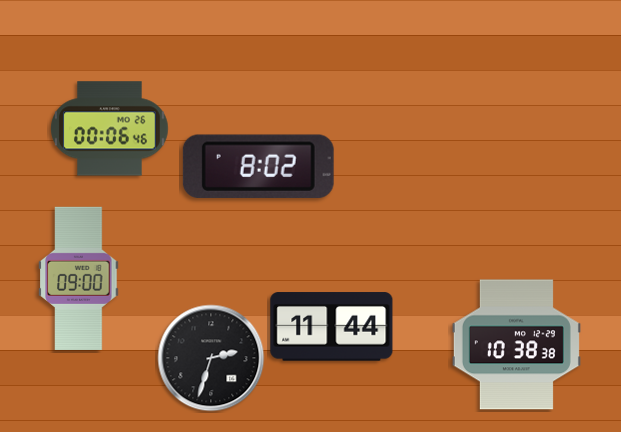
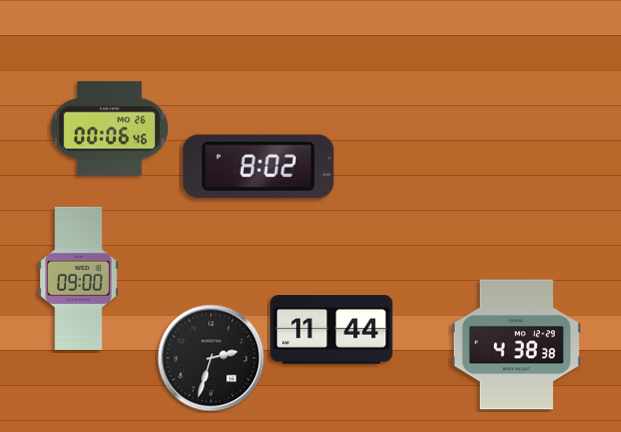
clock at (332, 327) position: (332, 327) -> (332, 330)
clock at (516, 345): 10:38 -> 4:38
